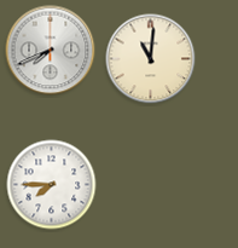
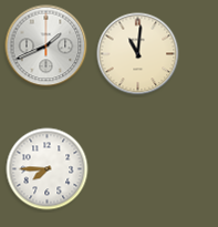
clock at (51, 51): 7:41 -> 1:41
